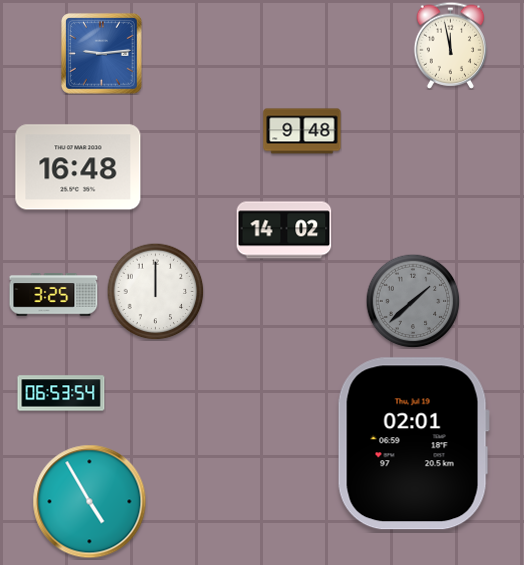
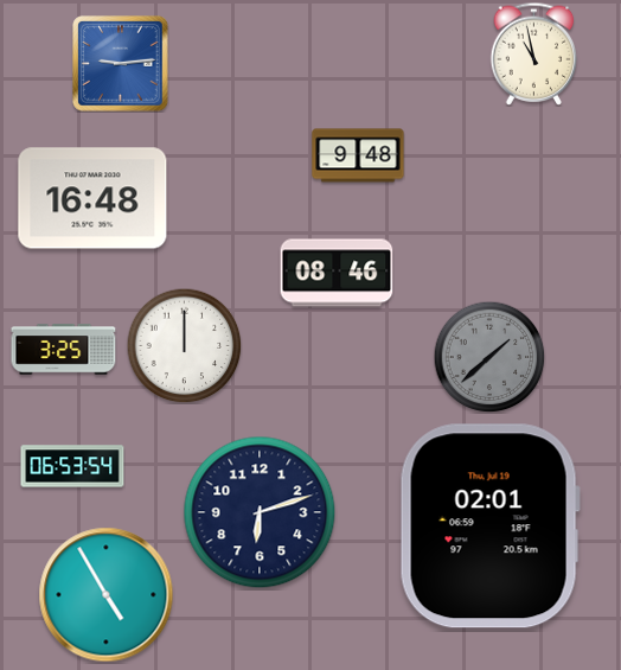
clock at (451, 45): 11:58 -> 10:58
clock at (284, 230): 14:02 -> 08:46
clock at (260, 512): none -> 6:12
